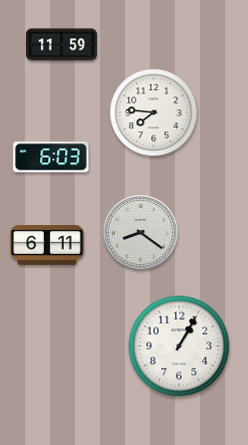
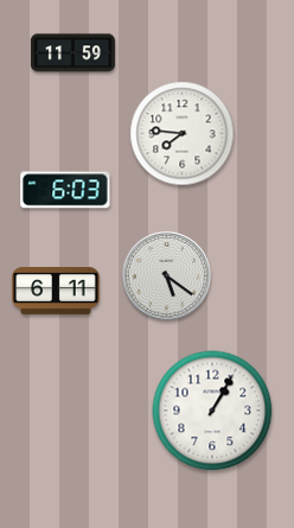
clock at (51, 157) position: (51, 157) -> (65, 190)
clock at (140, 232): 8:21 -> 5:21
